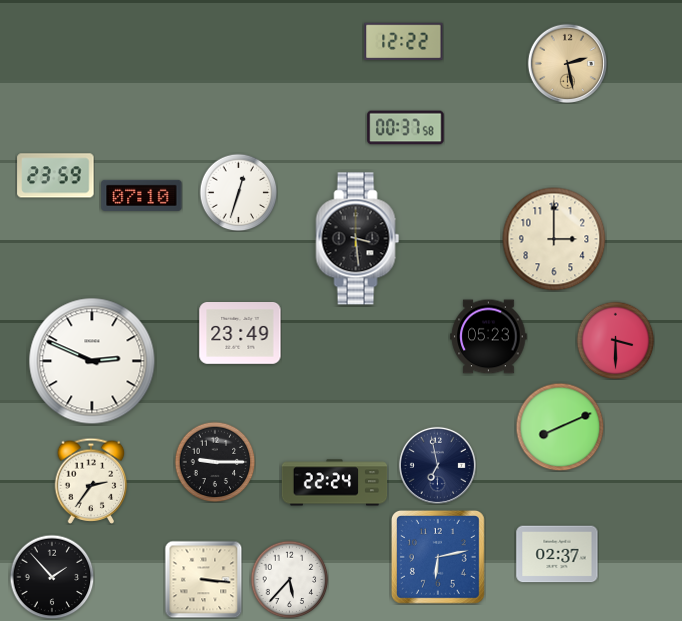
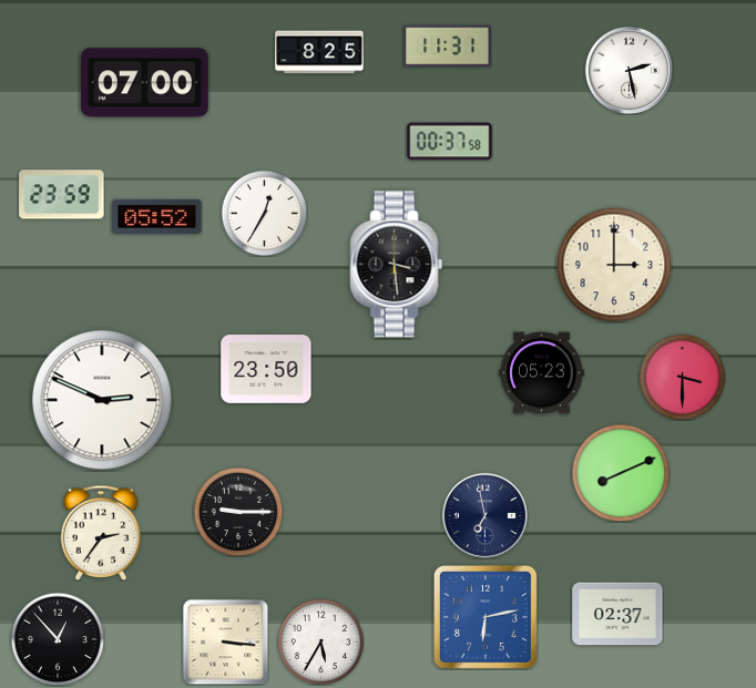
clock at (404, 41): 12:22 -> 11:31
clock at (319, 52): none -> 8:25
clock at (567, 63) dial: champagne -> white
clock at (144, 83): none -> 07:00
clock at (238, 192): 12:33 -> 12:35
clock at (142, 195): 07:10 -> 05:52
clock at (240, 334): 23:49 -> 23:50
clock at (335, 483): 22:24 -> none
clock at (52, 577): 1:53 -> 12:53
clock at (289, 579): 5:37 -> 5:35
